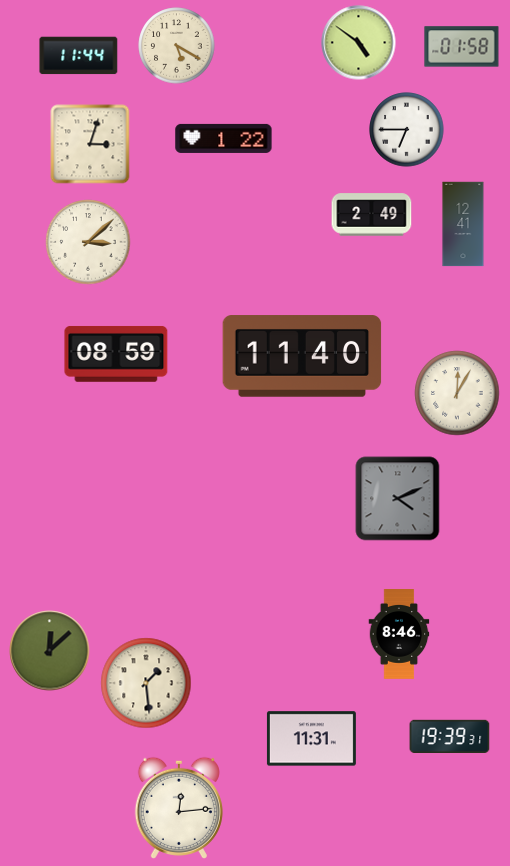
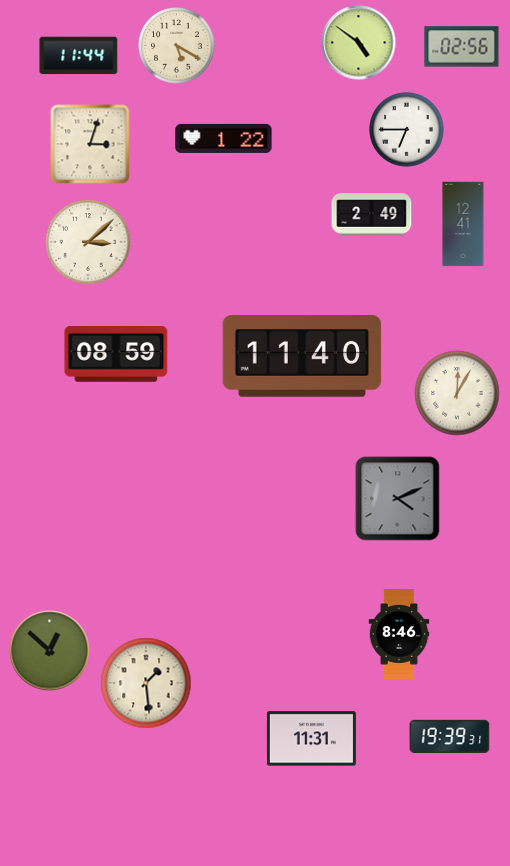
clock at (462, 47): 01:58 -> 02:56
clock at (50, 651): 12:08 -> 12:52
clock at (179, 808): 12:14 -> none
